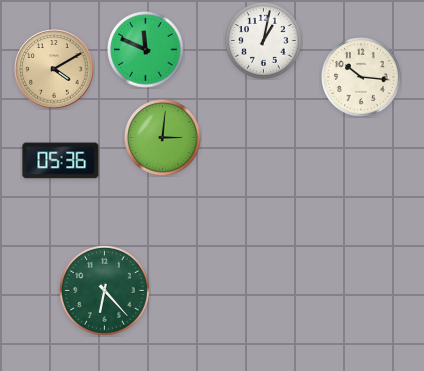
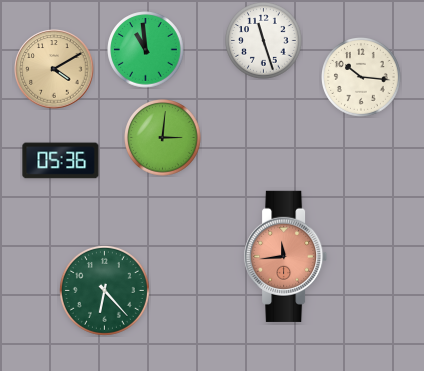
clock at (264, 41): 1:02 -> 11:27
clock at (146, 50): 11:49 -> 10:59
clock at (286, 256): none -> 11:44
